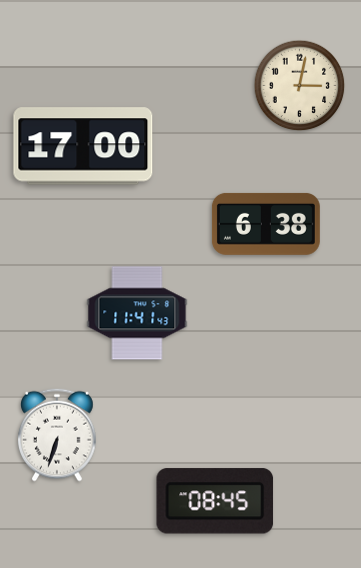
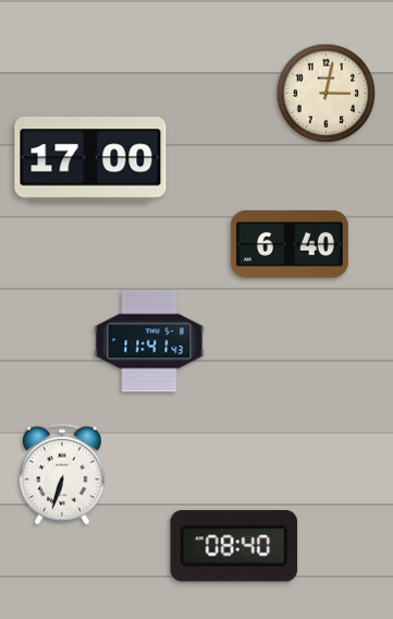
clock at (266, 224): 6:38 -> 6:40
clock at (215, 501): 08:45 -> 08:40
